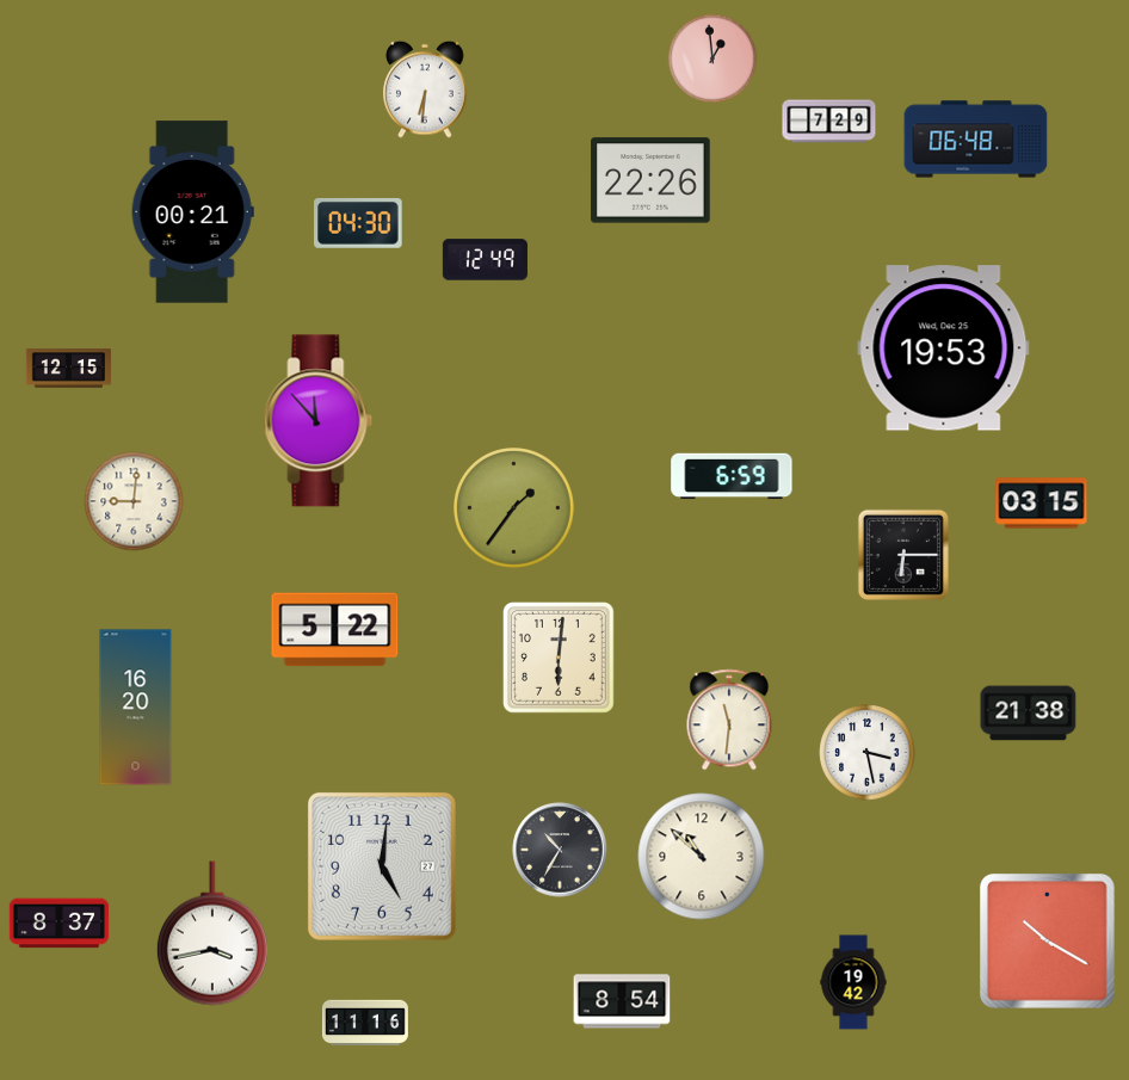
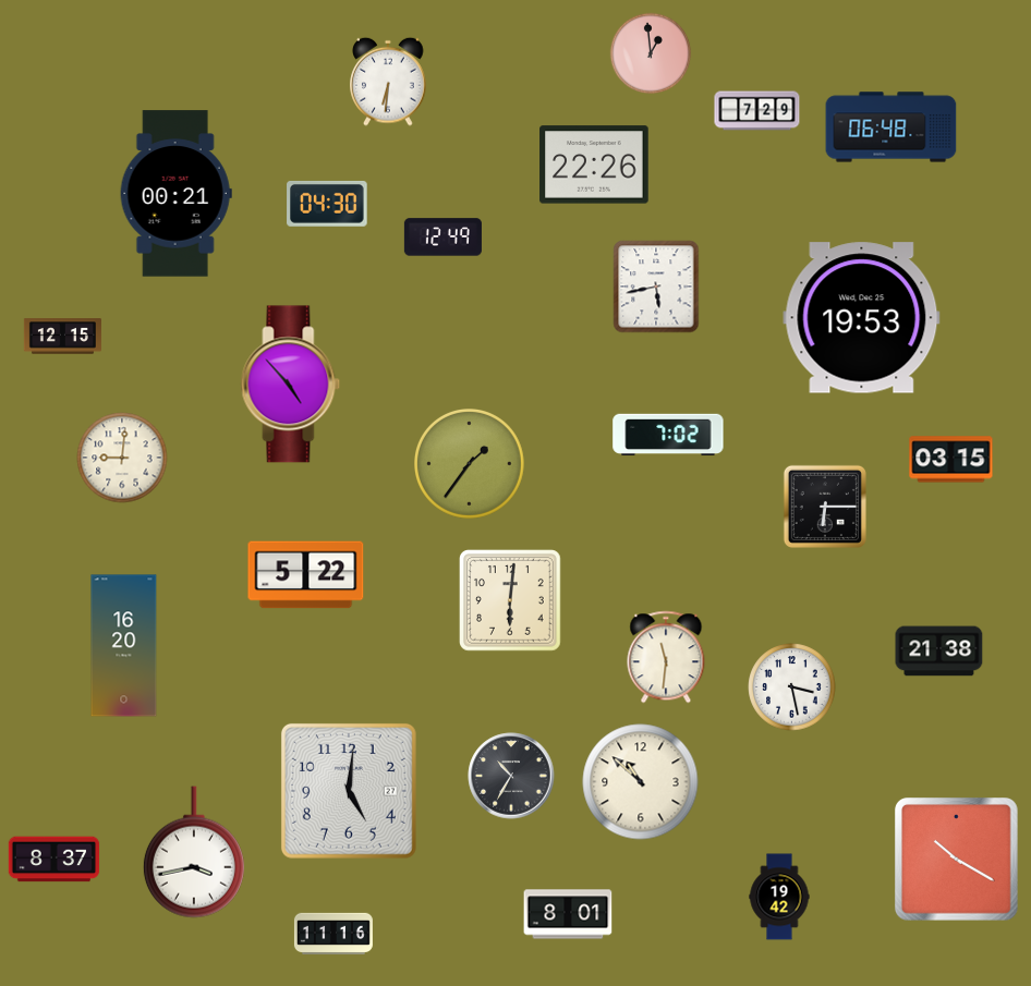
clock at (656, 287): none -> 5:43
clock at (319, 421): 11:53 -> 4:53
clock at (732, 476): 6:59 -> 7:02
clock at (60, 924) position: (60, 924) -> (54, 860)
clock at (622, 1001): 8:54 -> 8:01
